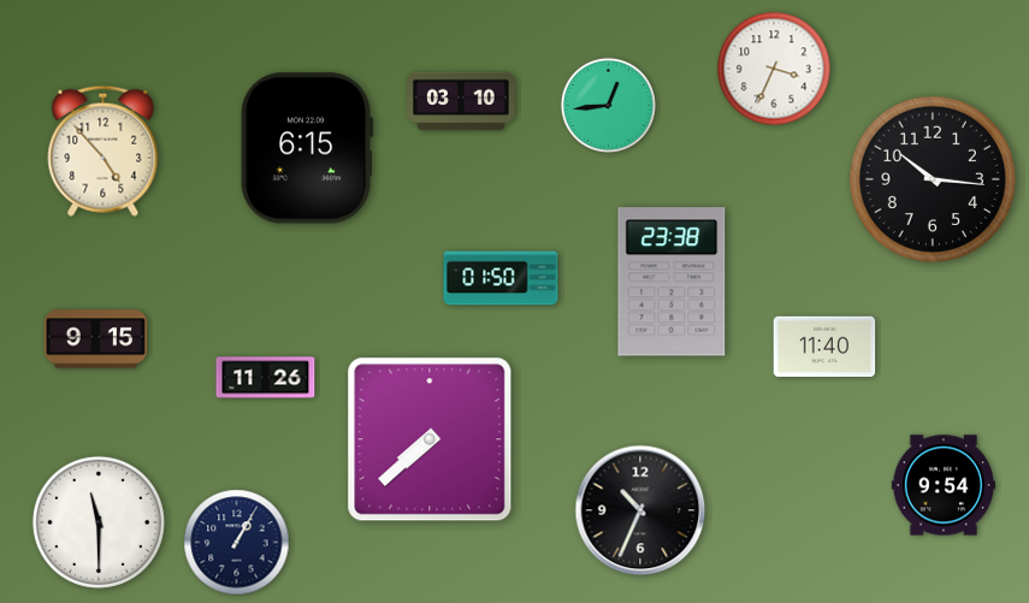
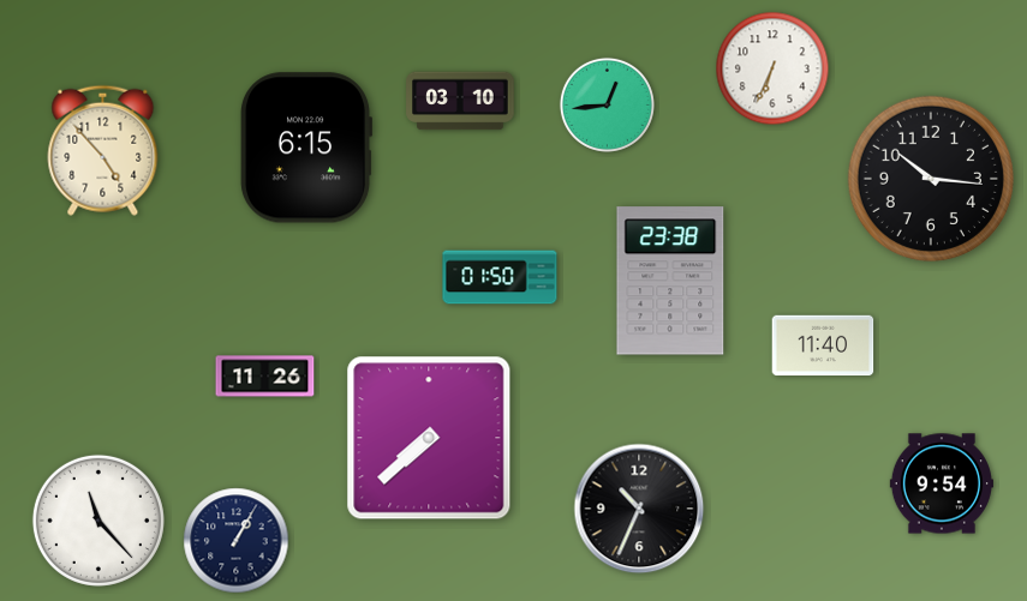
clock at (774, 69): 3:34 -> 6:34
clock at (96, 339): 9:15 -> none
clock at (99, 522): 11:30 -> 11:23
